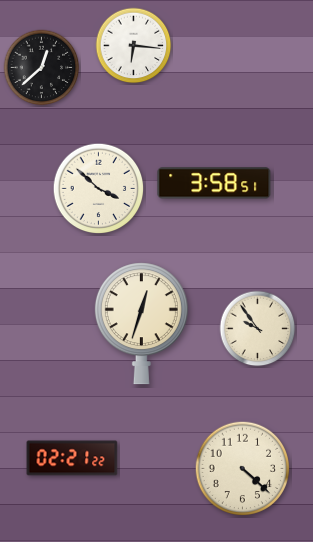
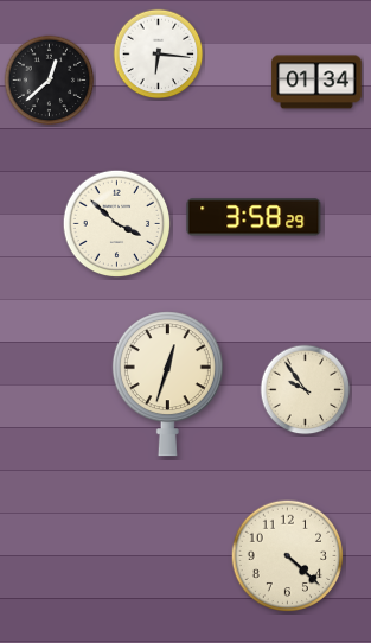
clock at (316, 82): none -> 01:34
clock at (214, 183): 3:58:51 -> 3:58:29
clock at (72, 458): 02:21 -> none
